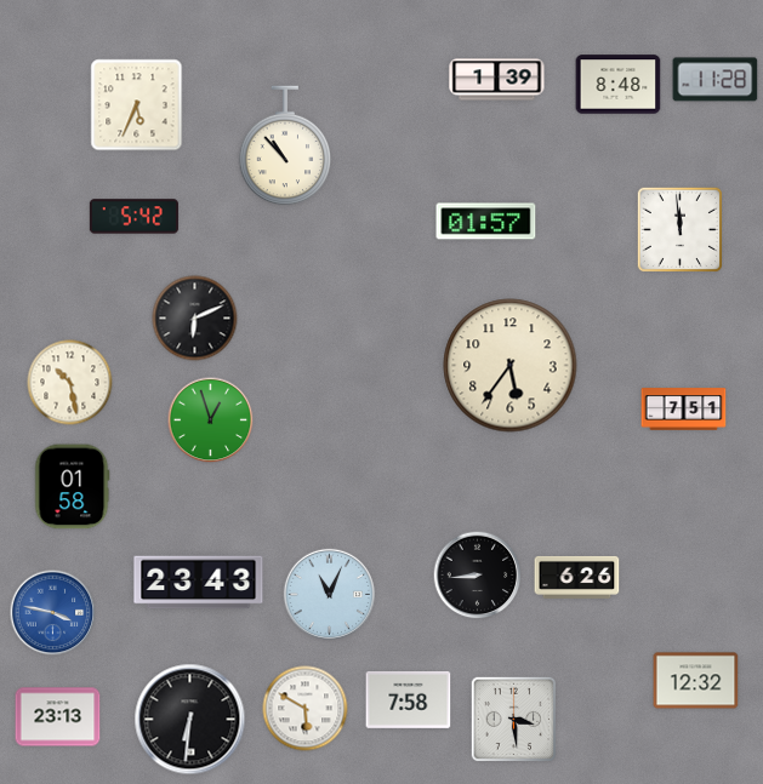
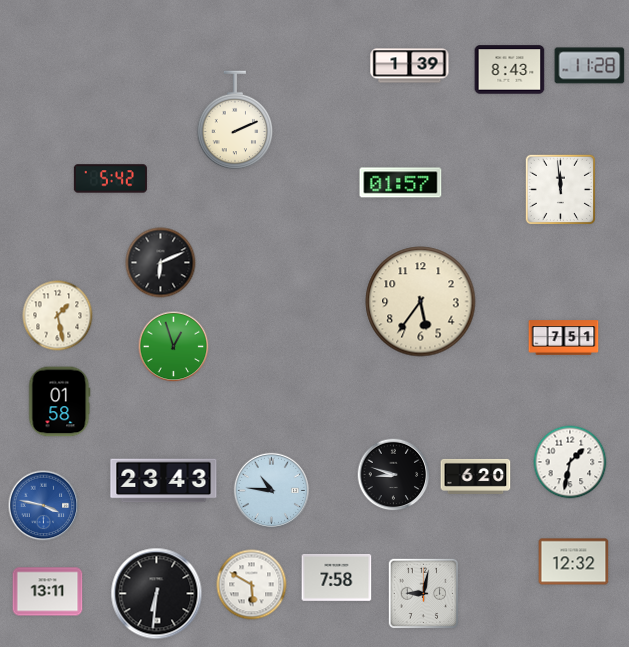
clock at (619, 85): 8:48 -> 8:43
clock at (137, 105): 5:34 -> none
clock at (285, 145): 10:53 -> 2:11
clock at (70, 383): 10:28 -> 1:28
clock at (570, 462): none -> 1:32
clock at (478, 576): 8:44 -> 8:48
clock at (577, 577): 6:26 -> 6:20
clock at (329, 594): 11:04 -> 10:46
clock at (58, 717): 23:13 -> 13:11
clock at (513, 719): 3:29 -> 9:02
